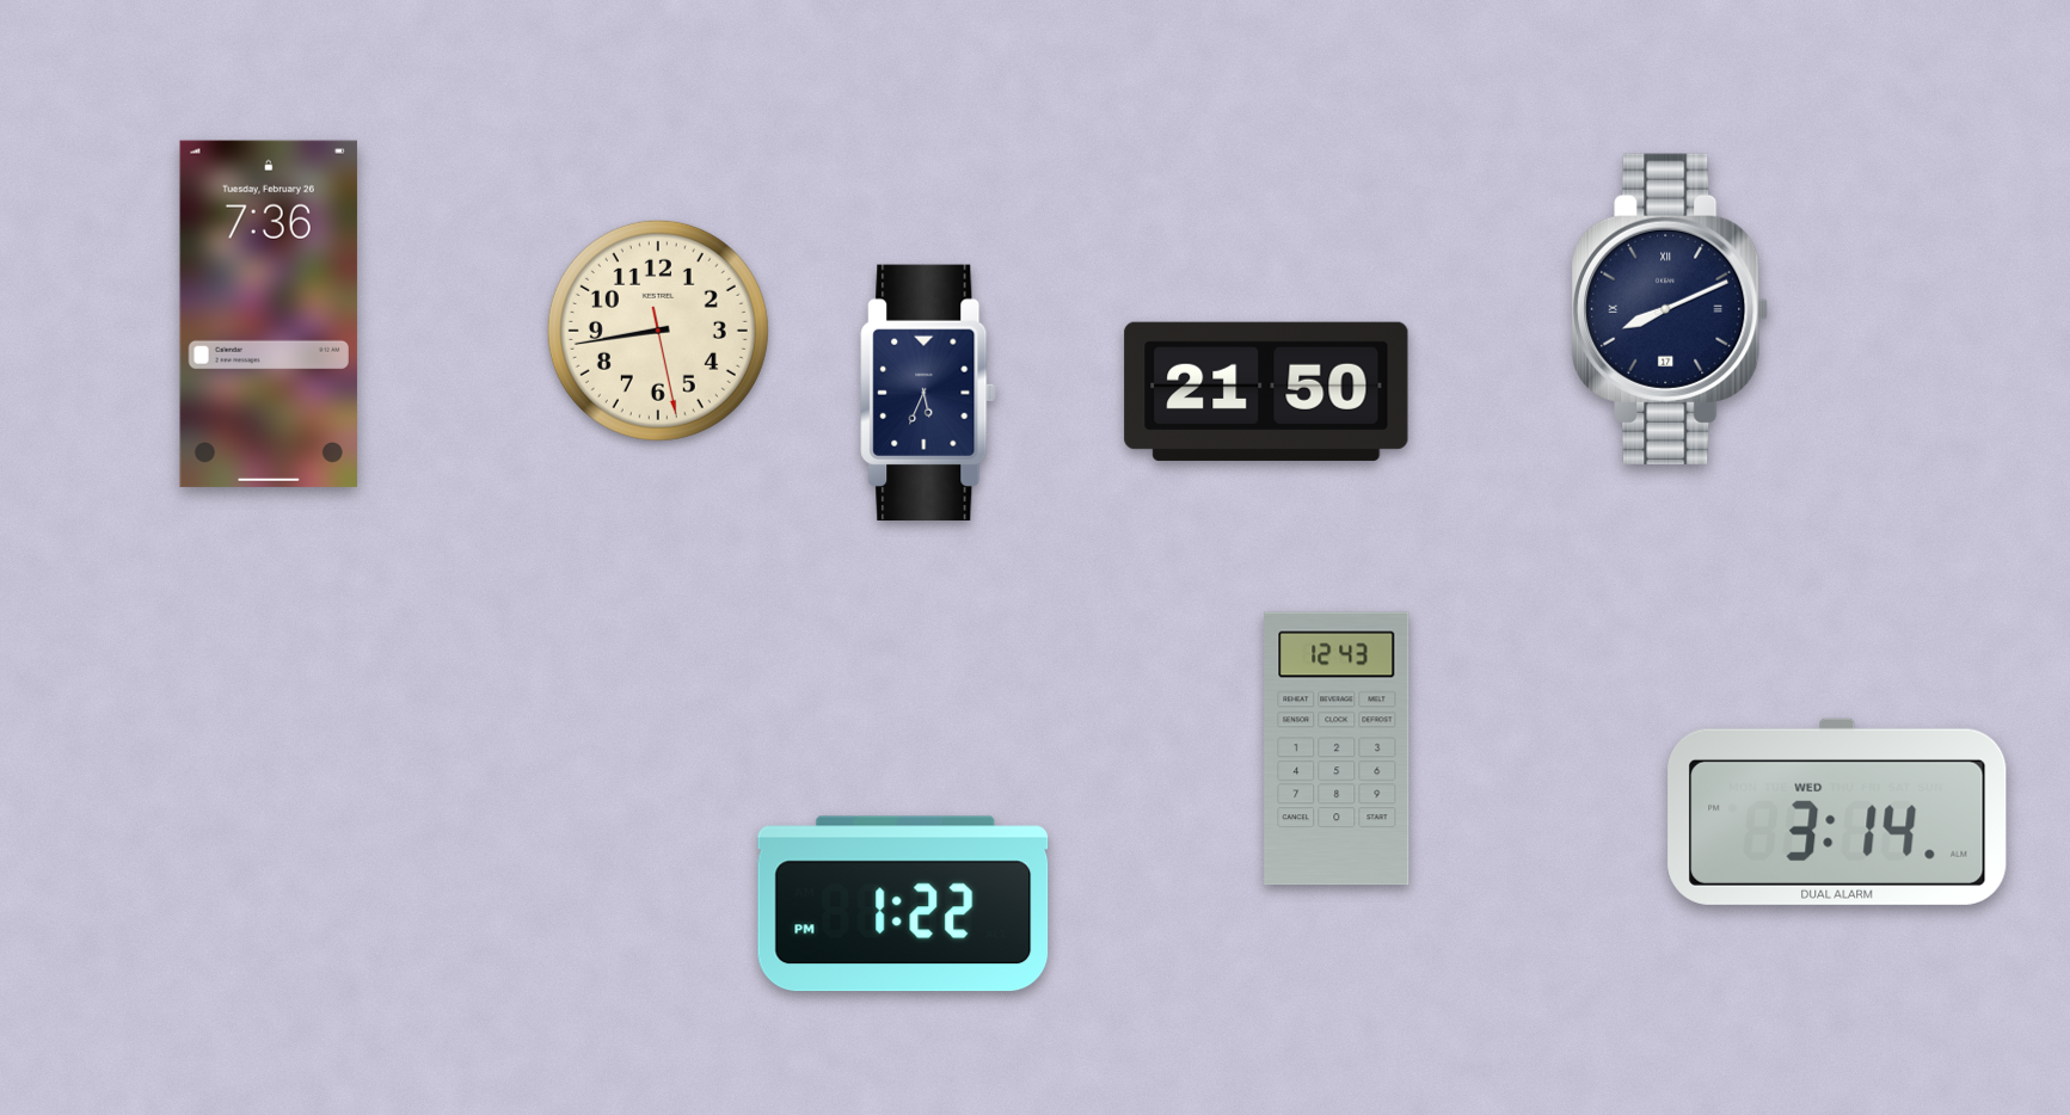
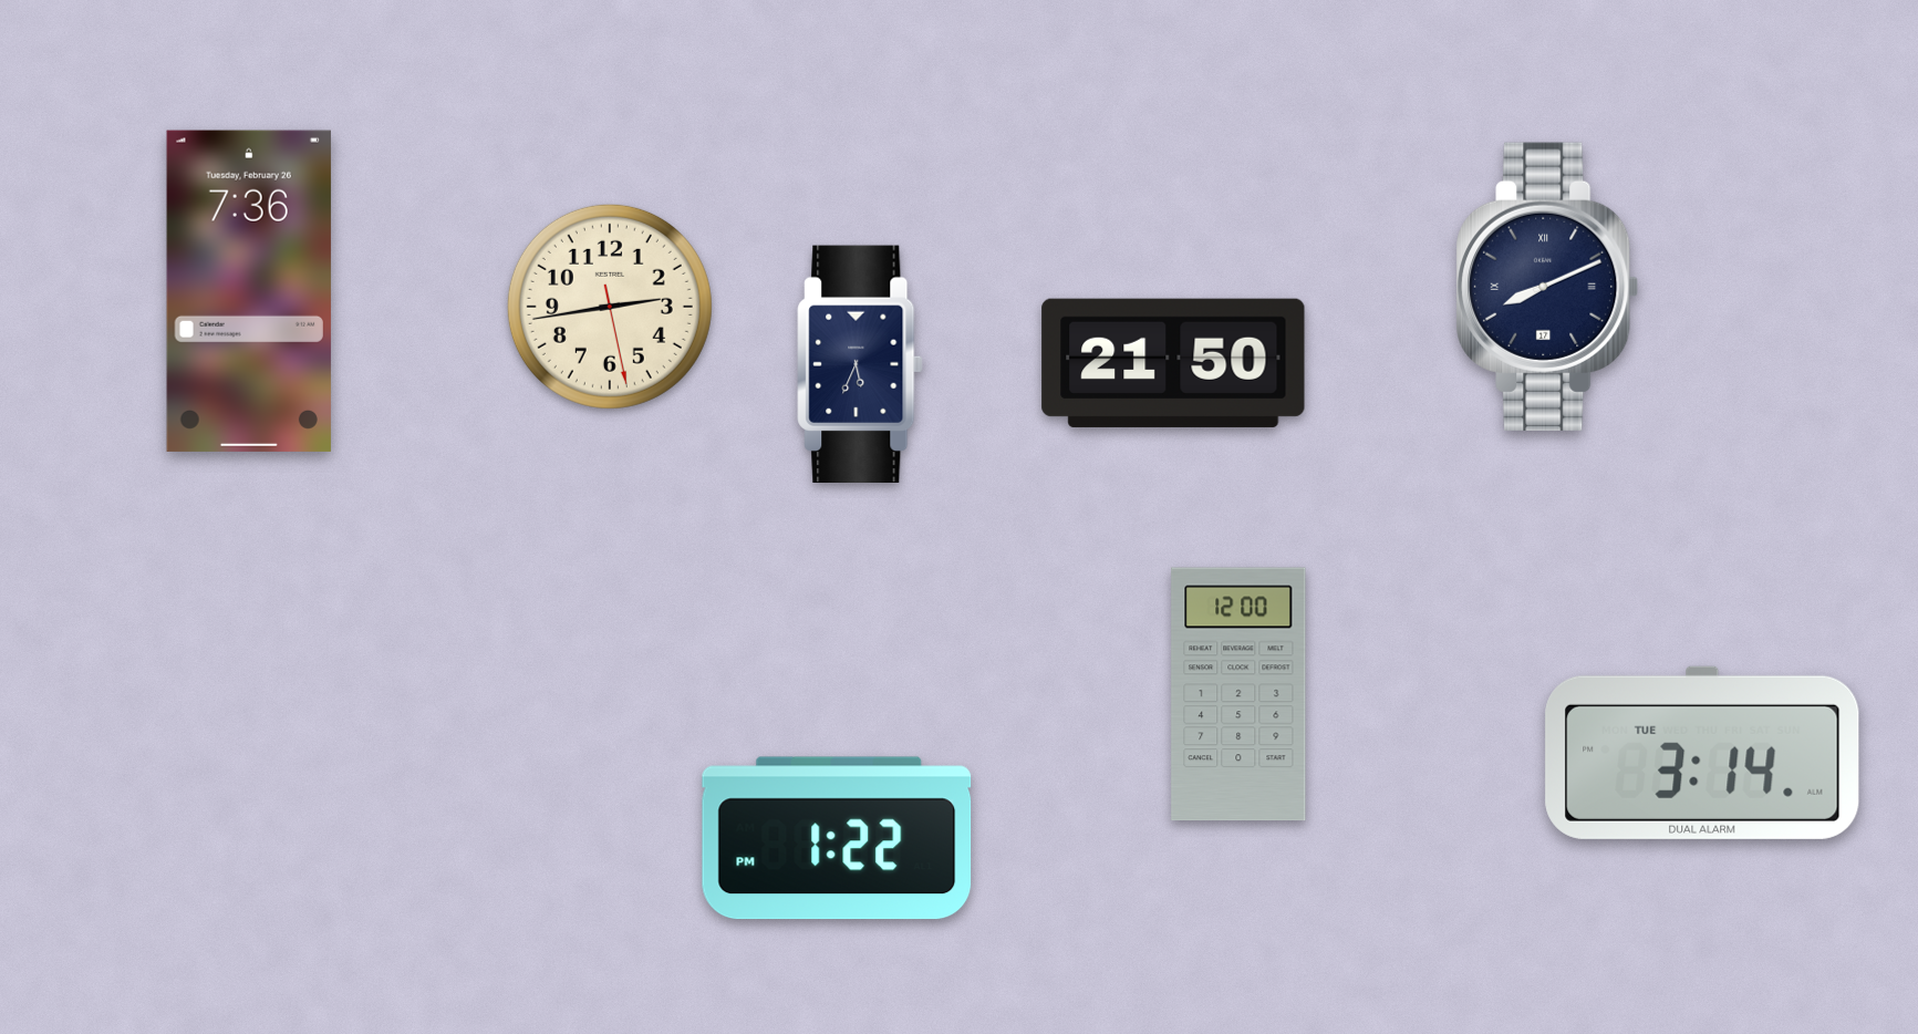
clock at (658, 331): 8:43 -> 2:43
clock at (1337, 749): 12:43 -> 12:00
clock at (1837, 812) date: WED -> TUE
